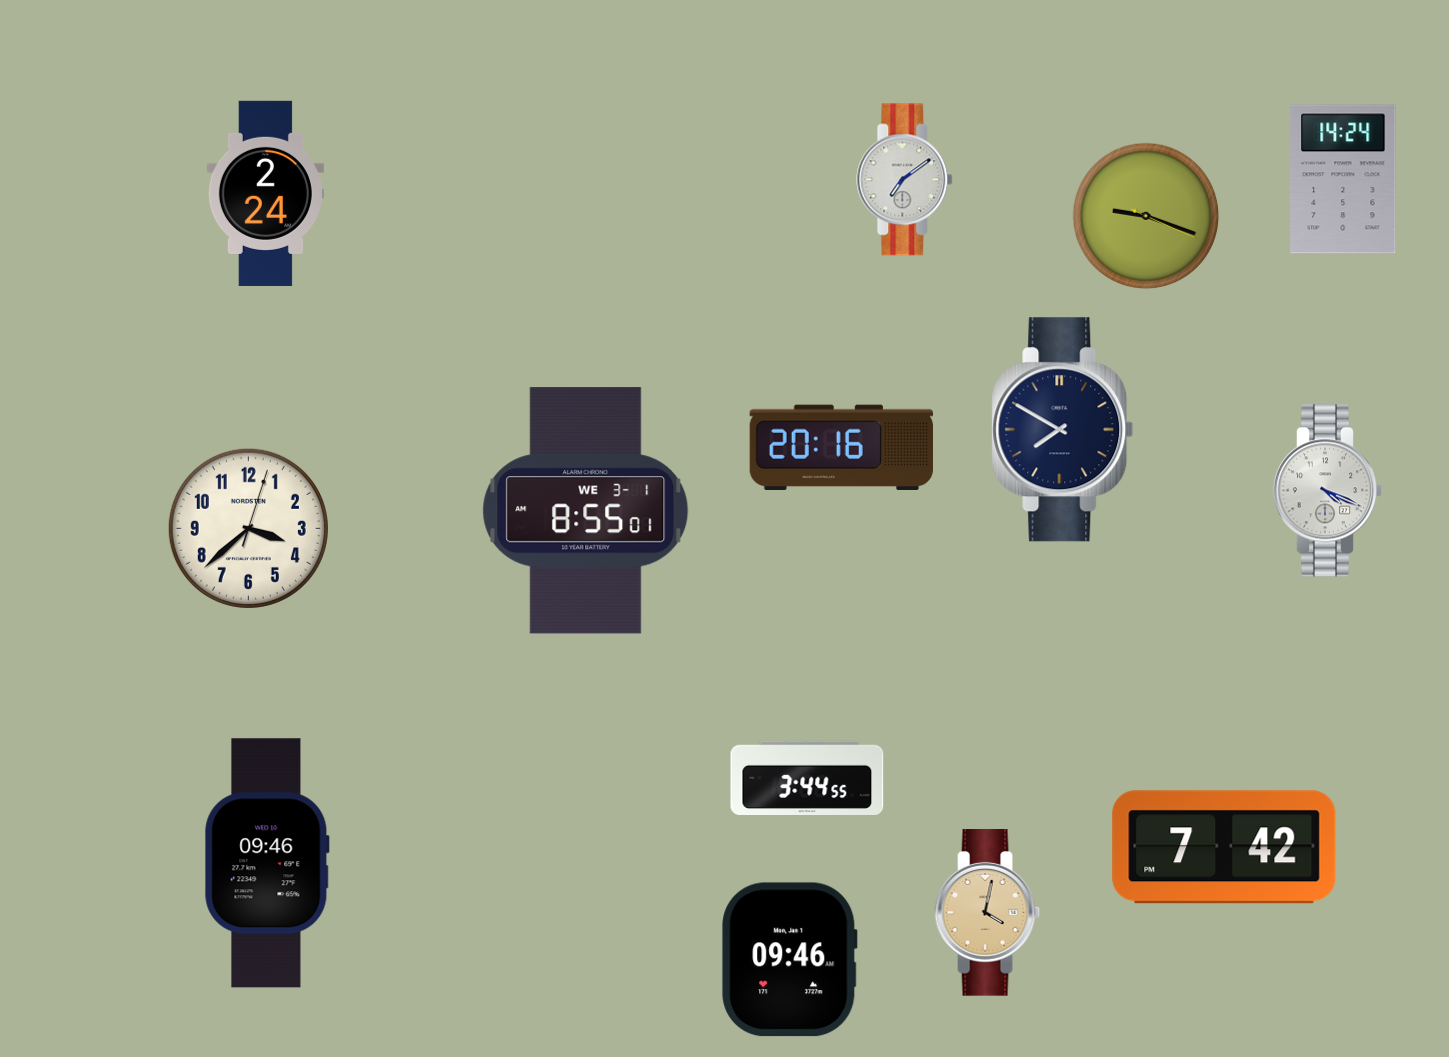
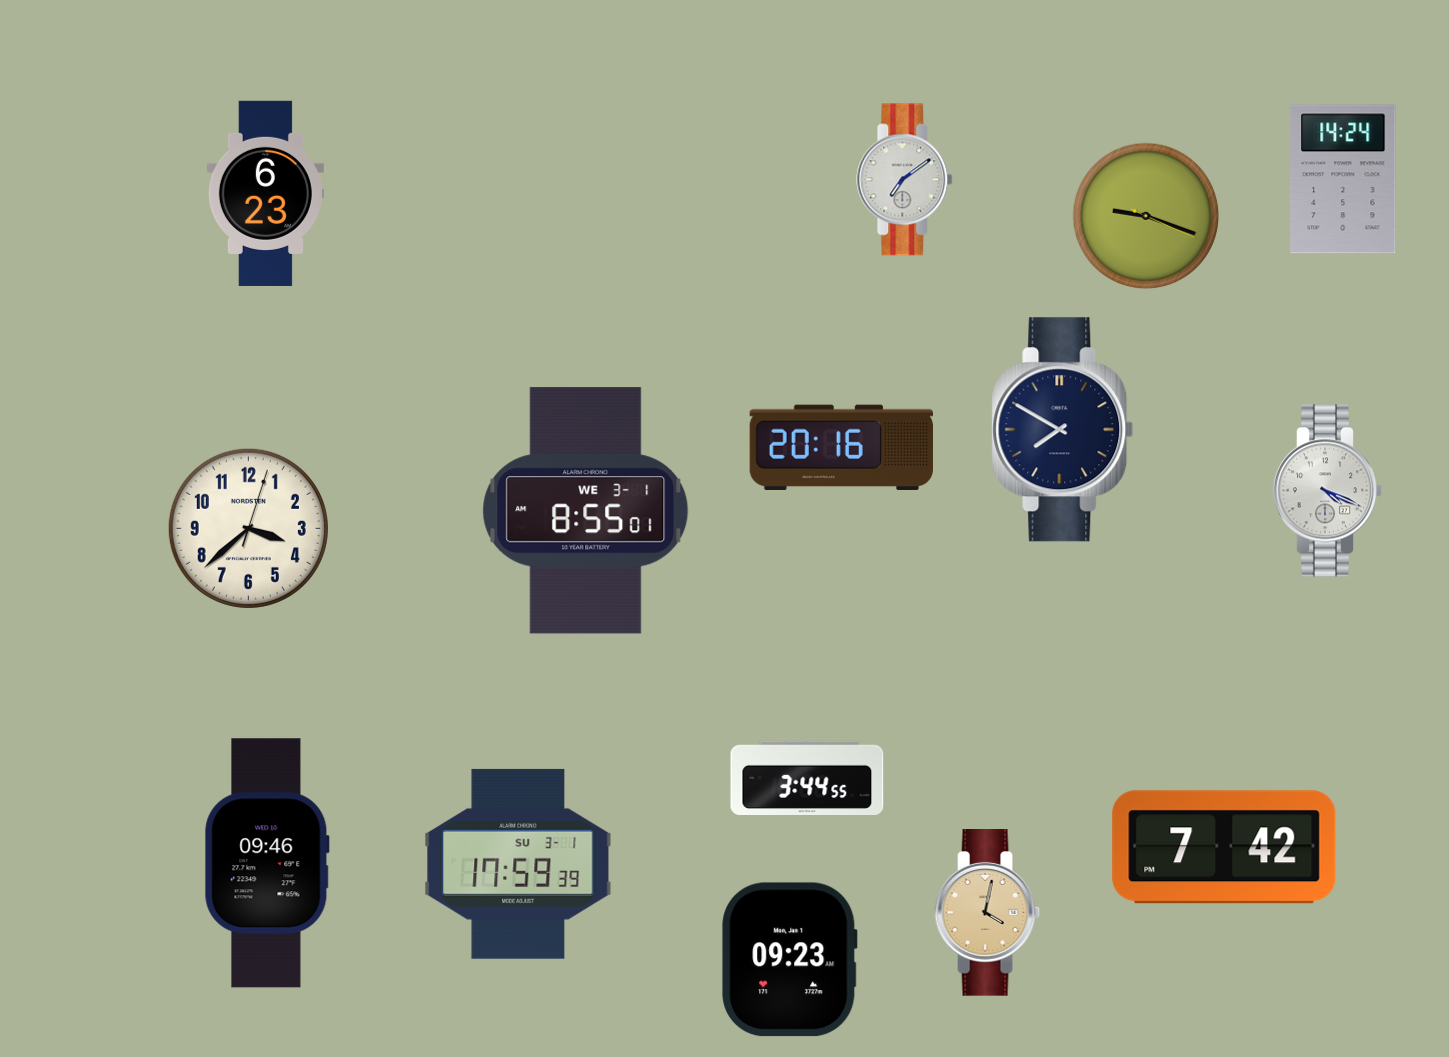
clock at (265, 193): 2:24 -> 6:23
clock at (518, 864): none -> 17:59
clock at (790, 960): 09:46 -> 09:23
